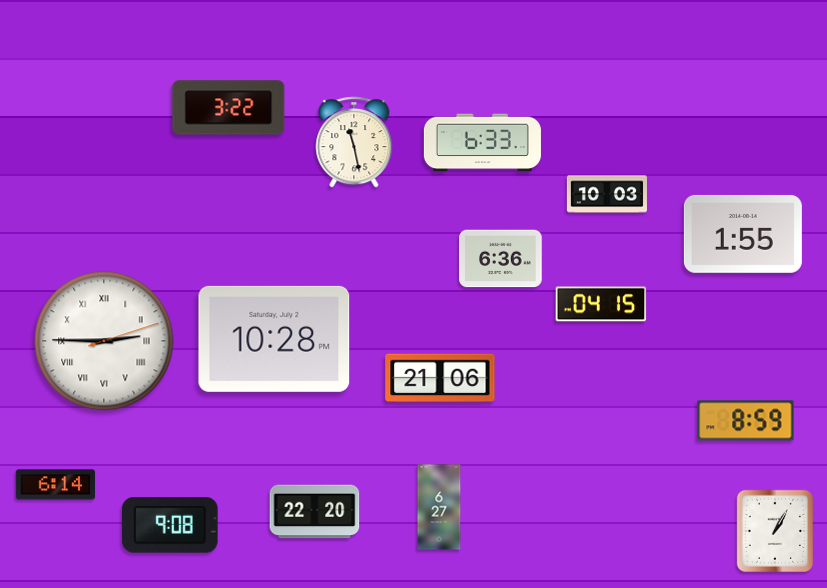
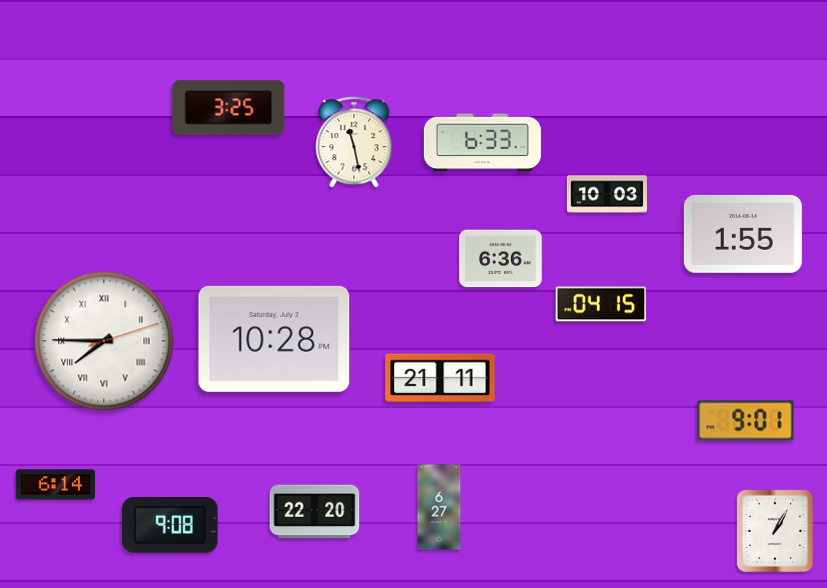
clock at (229, 108): 3:22 -> 3:25
clock at (104, 341): 2:45 -> 7:45
clock at (440, 378): 21:06 -> 21:11
clock at (746, 421): 8:59 -> 9:01
